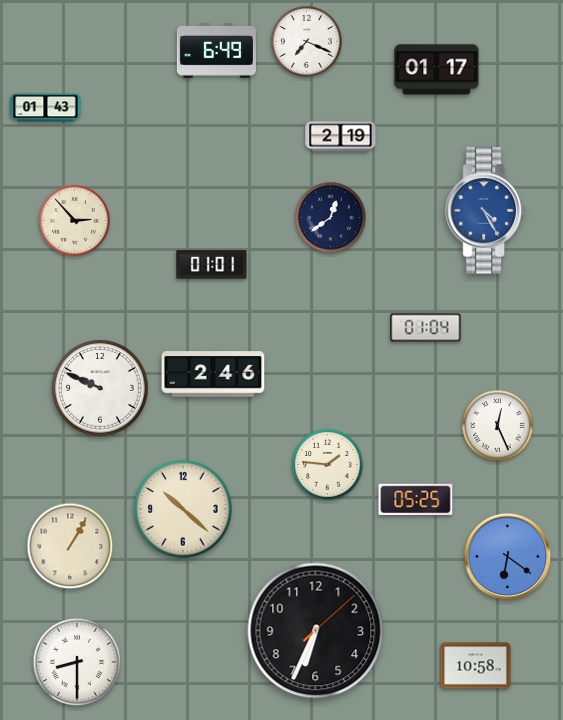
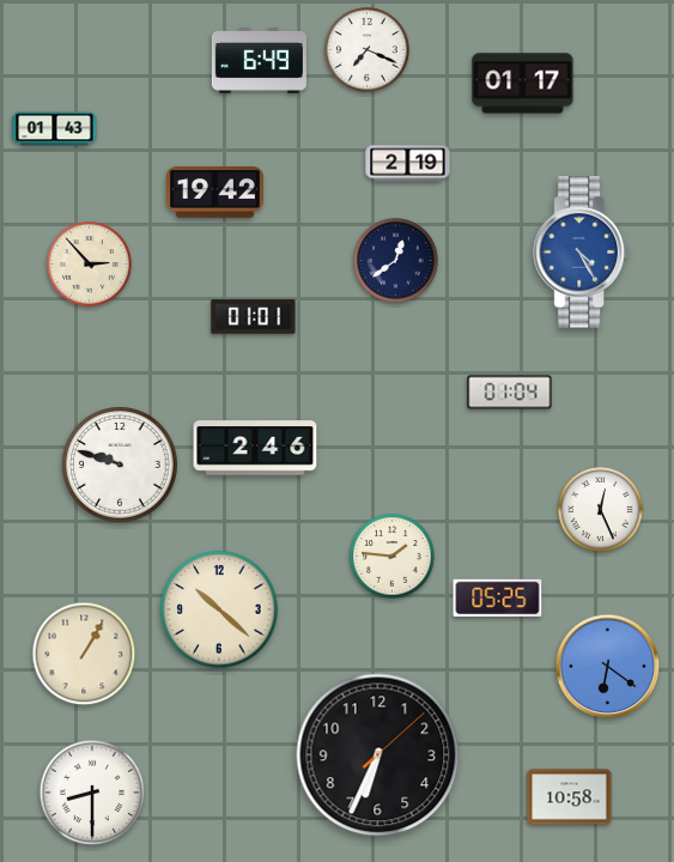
clock at (215, 193): none -> 19:42
clock at (100, 388): 9:49 -> 9:48
clock at (498, 426) position: (498, 426) -> (601, 510)
